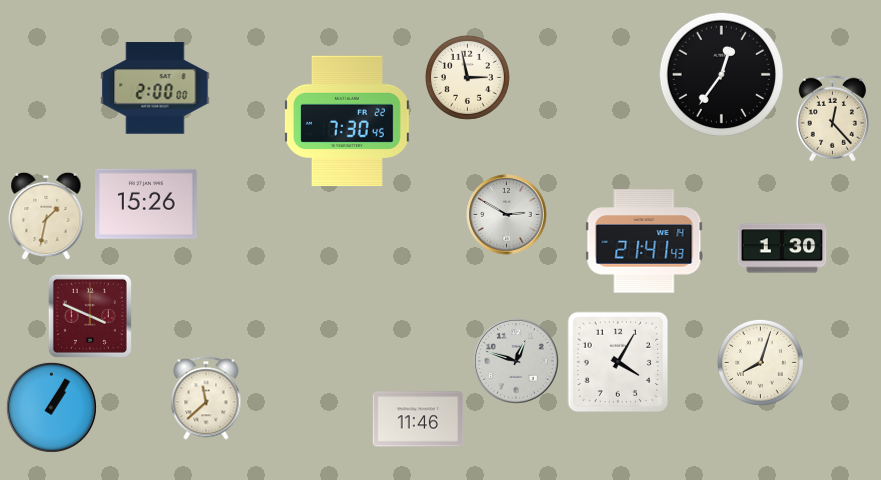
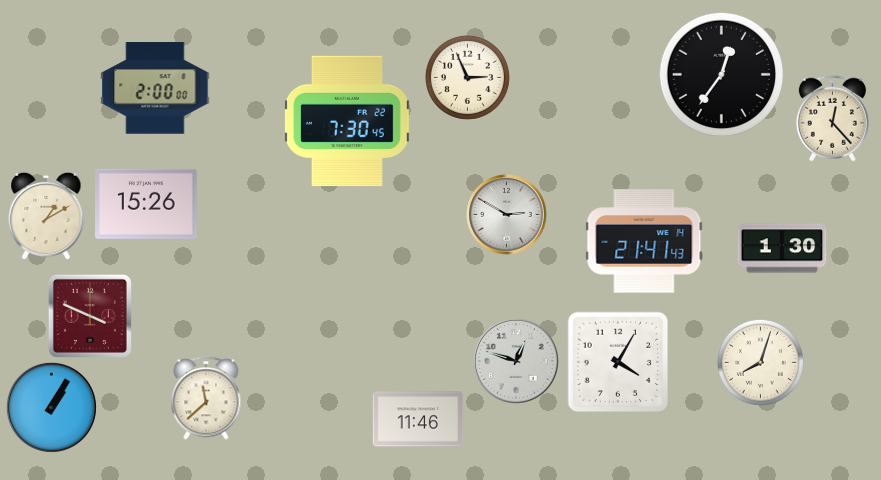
clock at (467, 77): 2:58 -> 2:56
clock at (46, 216): 1:32 -> 1:10
